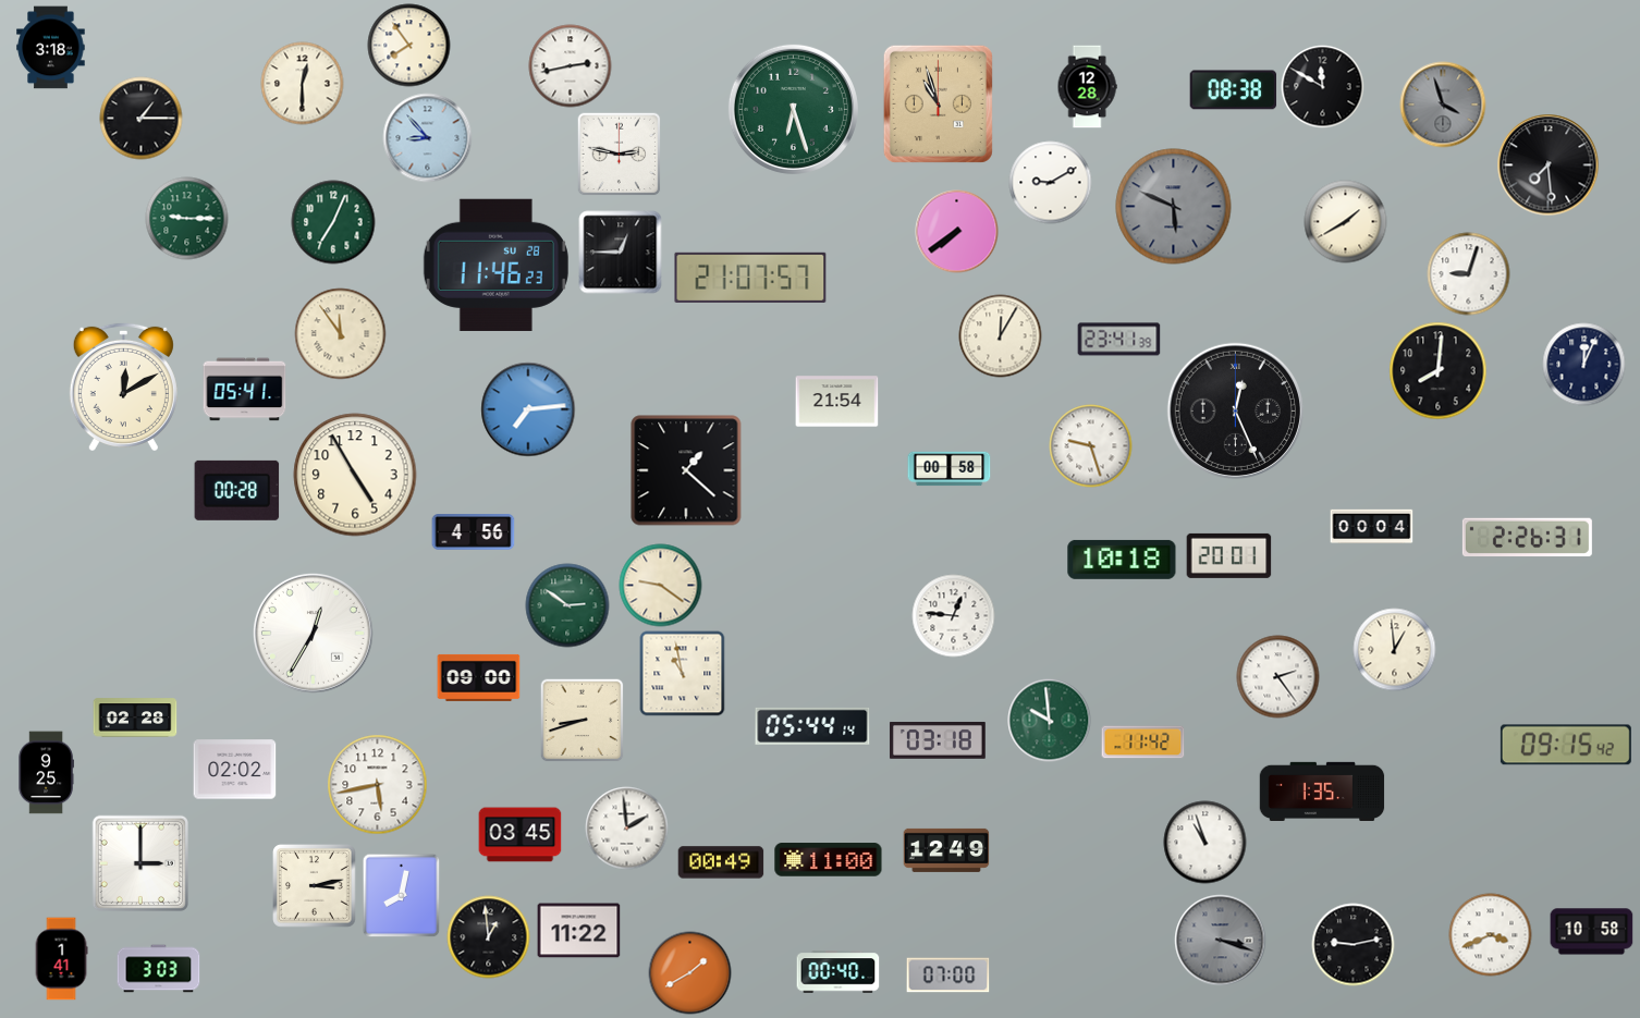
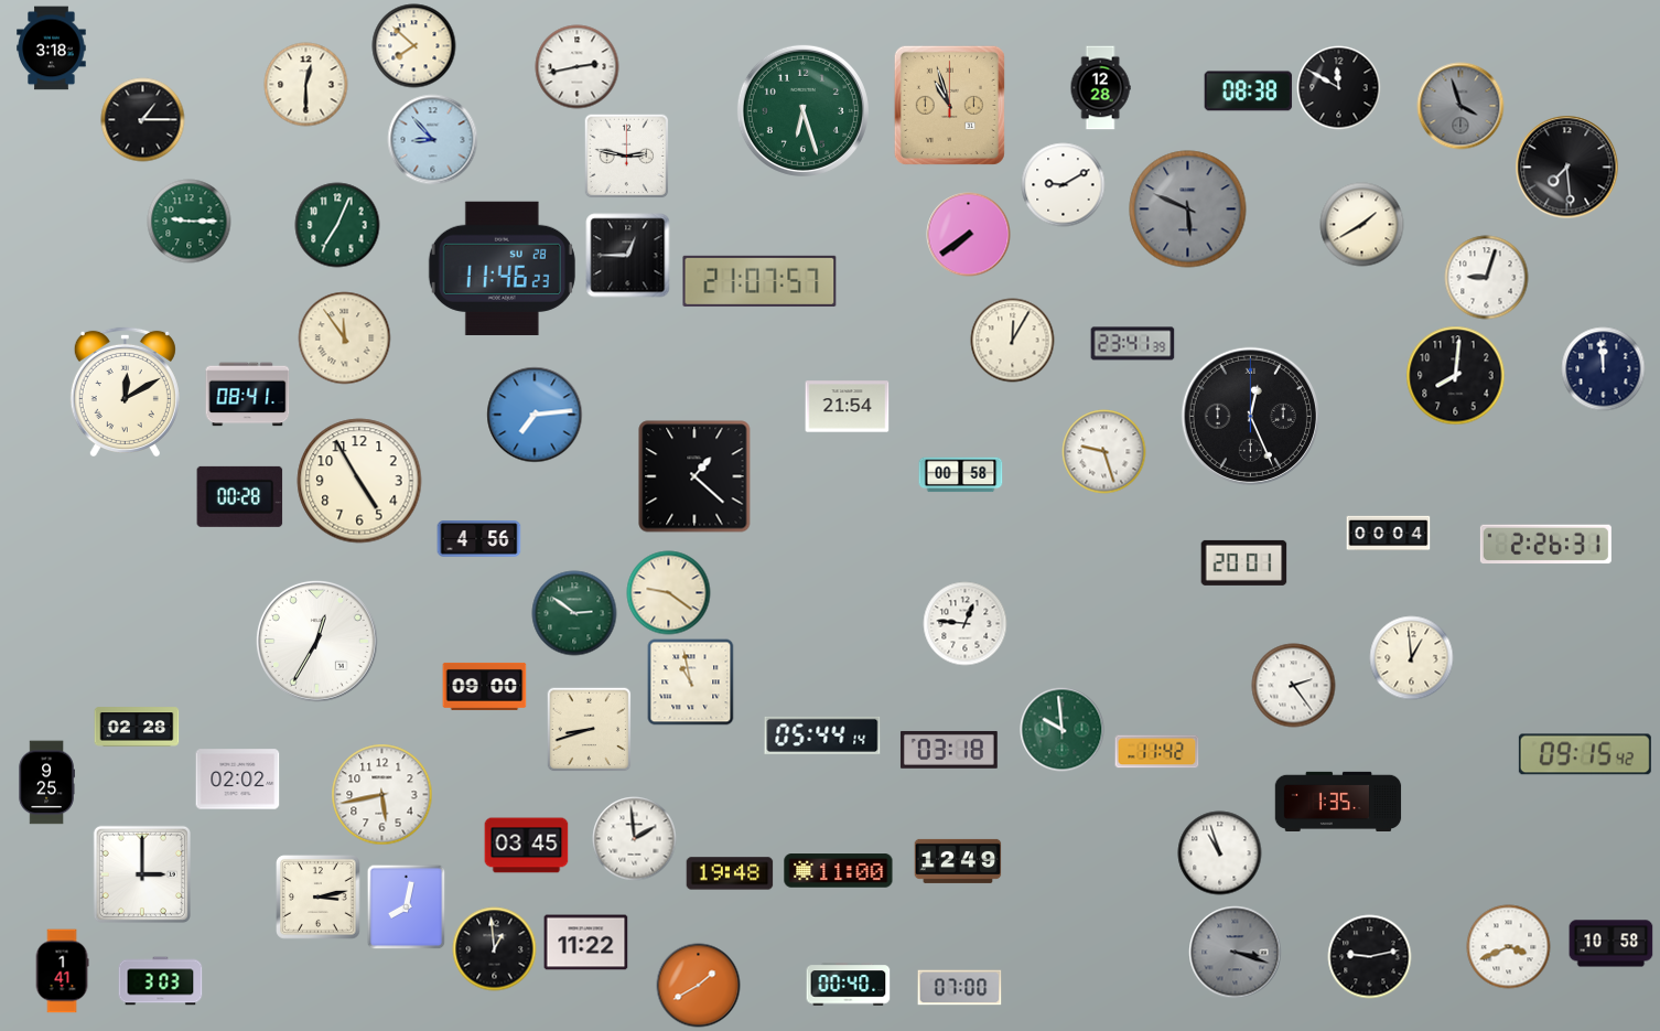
clock at (409, 46): 7:54 -> 7:52
clock at (1584, 365): 12:04 -> 11:59
clock at (245, 390): 05:41 -> 08:41
clock at (1122, 560): 10:18 -> none
clock at (721, 862): 00:49 -> 19:48
